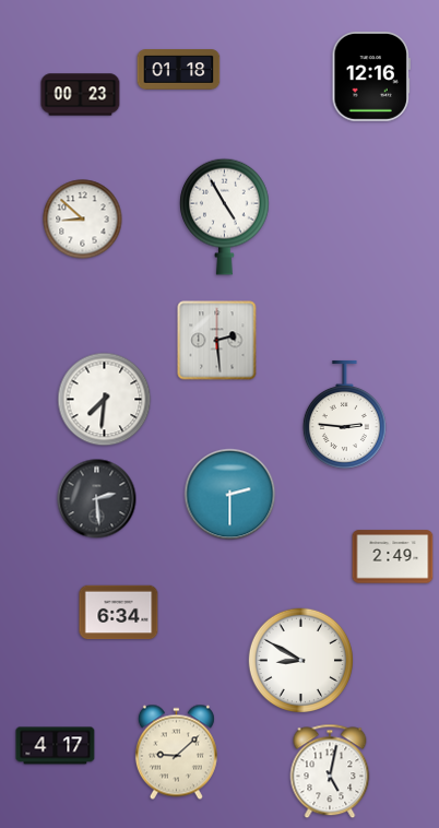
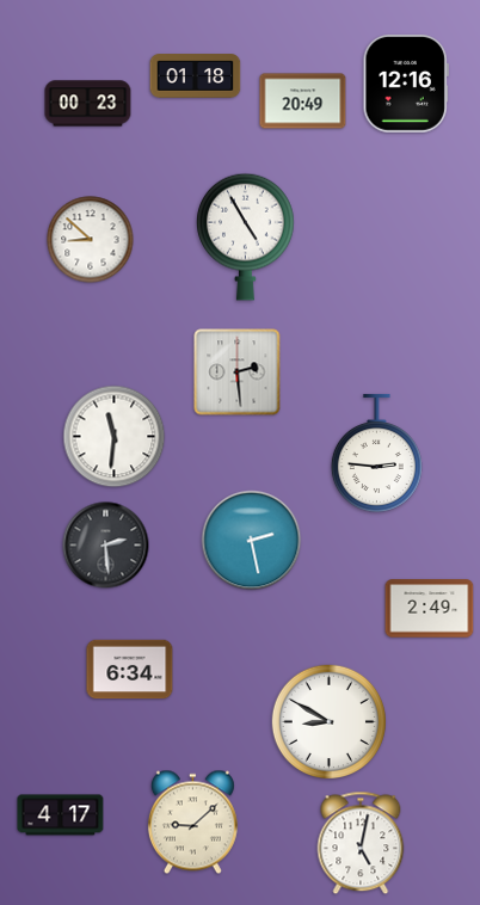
clock at (303, 101): none -> 20:49
clock at (105, 400): 7:31 -> 11:31
clock at (230, 495): 2:30 -> 2:28
